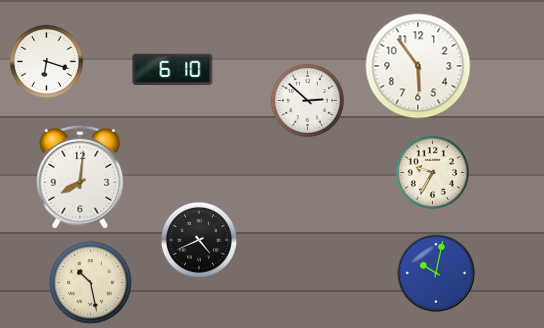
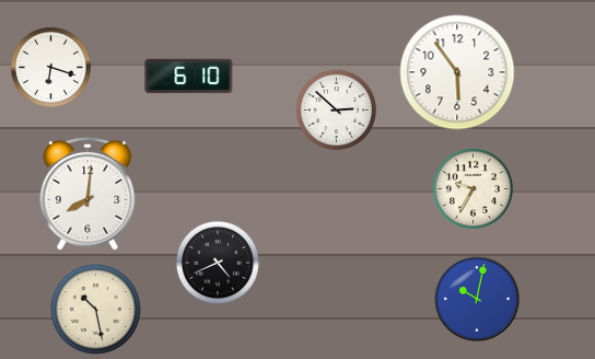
clock at (91, 283) position: (91, 283) -> (96, 310)
